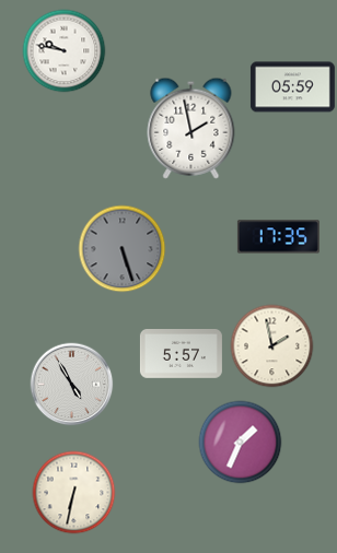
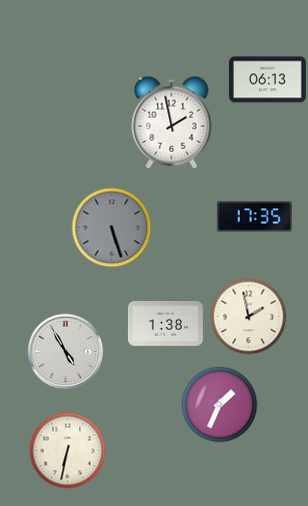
clock at (65, 51): 9:47 -> none
clock at (292, 87): 05:59 -> 06:13
clock at (191, 128) position: (191, 128) -> (172, 122)
clock at (181, 354): 5:57 -> 1:38
